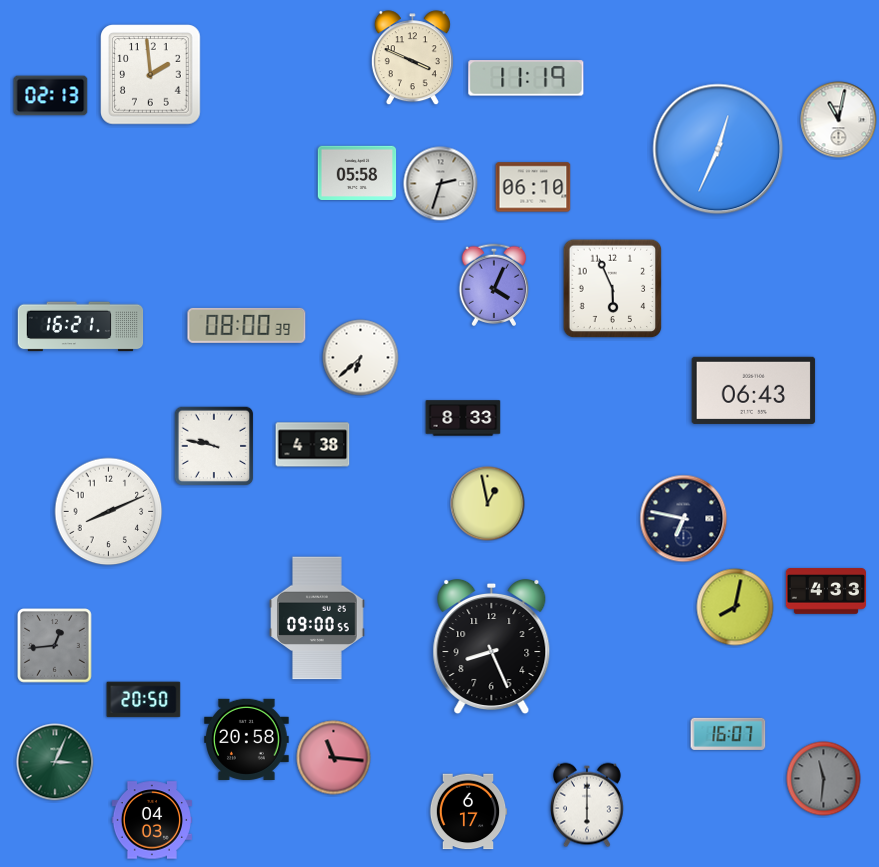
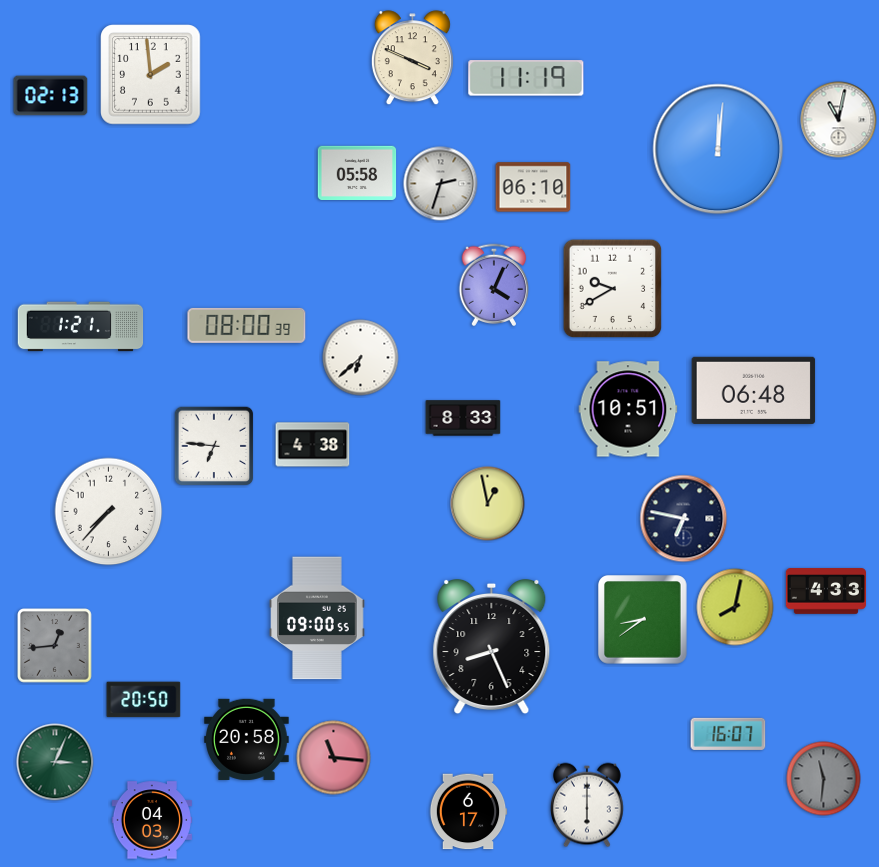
clock at (718, 149): 12:34 -> 12:01
clock at (613, 289): 5:56 -> 9:40
clock at (81, 327): 16:21 -> 1:21
clock at (754, 390): 06:43 -> 06:48
clock at (628, 409): none -> 10:51
clock at (214, 446): 9:47 -> 6:46
clock at (109, 512): 8:11 -> 7:37
clock at (643, 620): none -> 8:39
